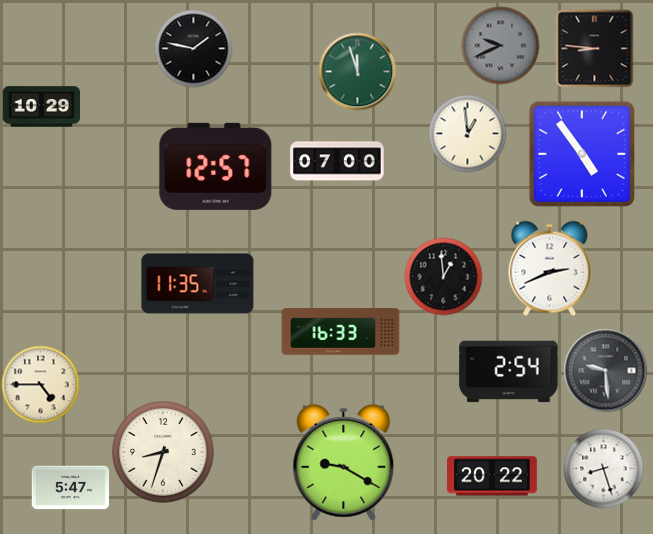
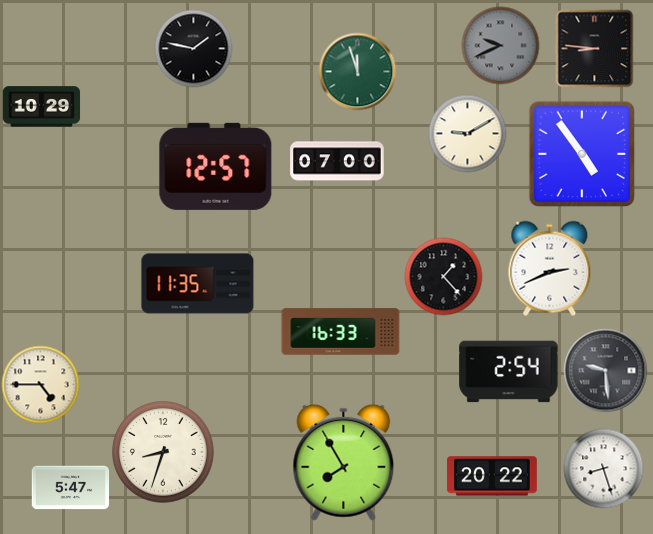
clock at (467, 133): 12:59 -> 9:10
clock at (443, 276): 12:59 -> 1:23
clock at (344, 462): 9:20 -> 7:55
